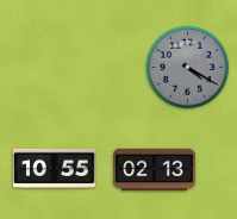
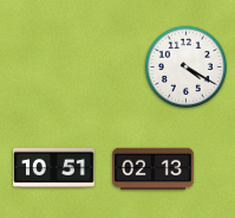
clock at (187, 67) dial: grey -> white
clock at (55, 168): 10:55 -> 10:51
